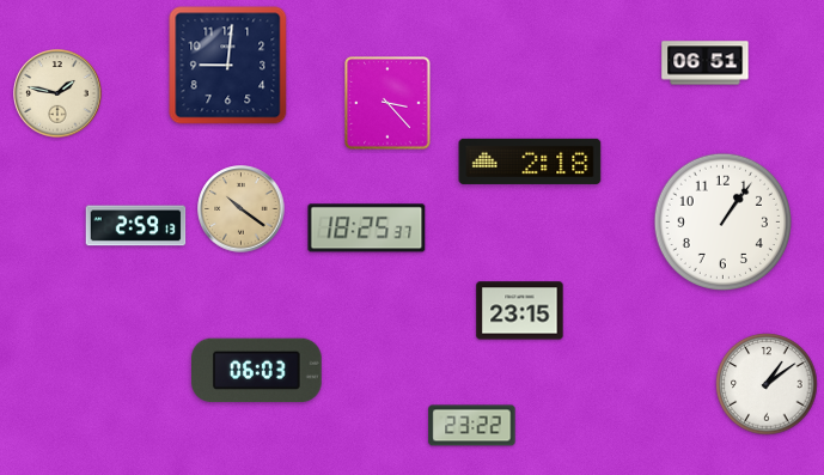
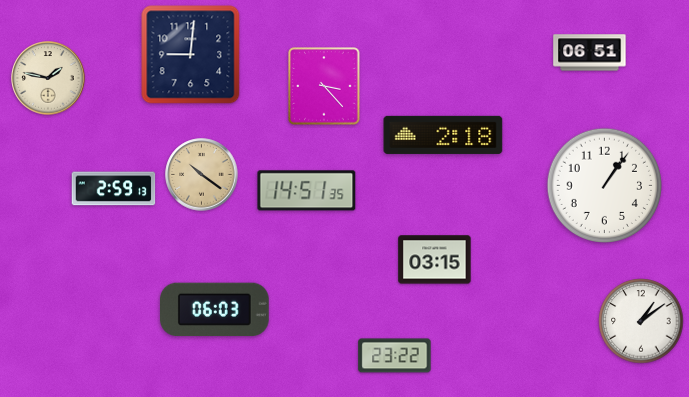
clock at (367, 229): 18:25 -> 14:51
clock at (520, 311): 23:15 -> 03:15
